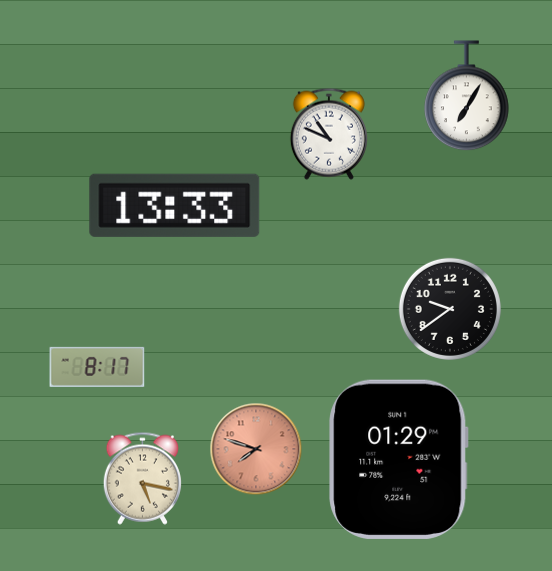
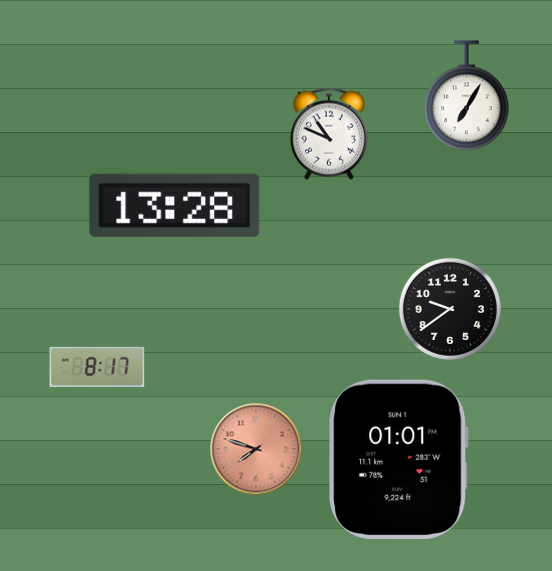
clock at (175, 205): 13:33 -> 13:28
clock at (399, 459): 01:29 -> 01:01
clock at (142, 478): 5:17 -> none
